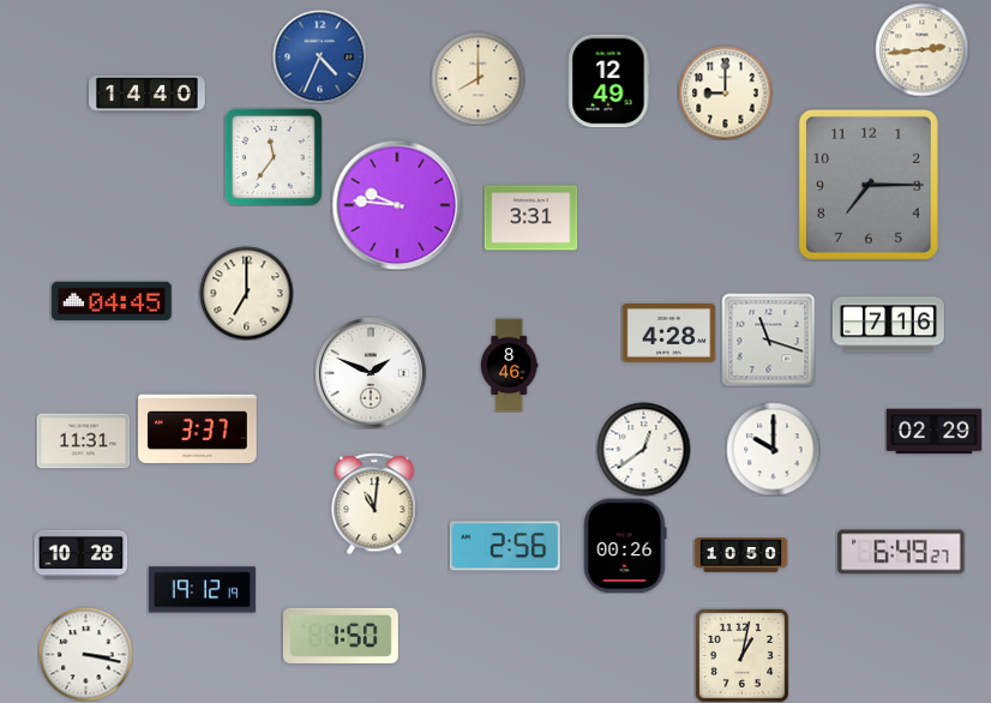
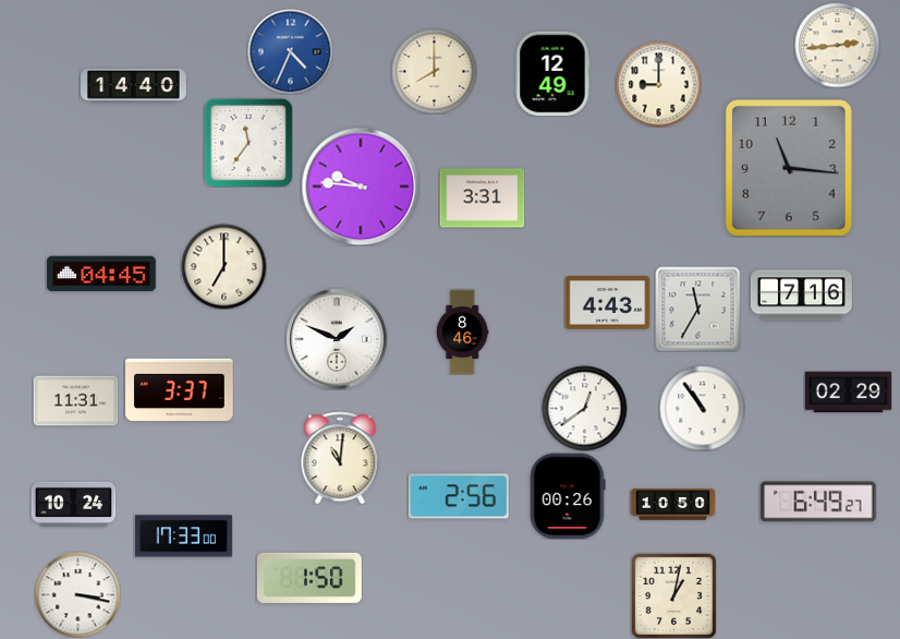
clock at (869, 185): 7:15 -> 11:16
clock at (888, 325) position: (888, 325) -> (801, 296)
clock at (668, 334): 4:28 -> 4:43
clock at (768, 340): 11:18 -> 11:35
clock at (773, 449): 10:00 -> 10:54
clock at (80, 554): 10:28 -> 10:24
clock at (202, 590): 19:12 -> 17:33
